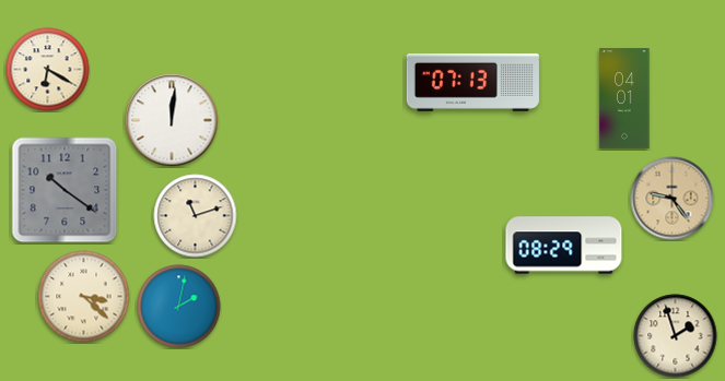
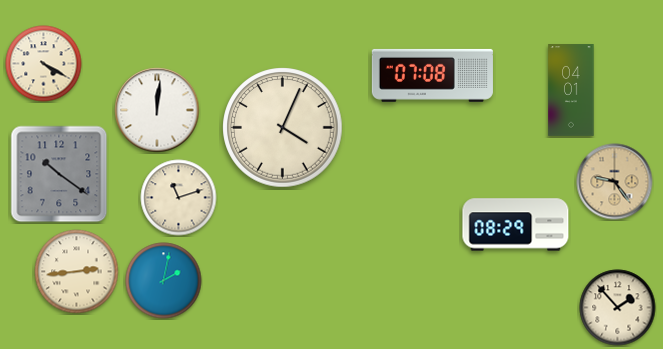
clock at (48, 70): 6:20 -> 4:20
clock at (472, 82): 07:13 -> 07:08
clock at (283, 128): none -> 4:04
clock at (84, 297): 3:22 -> 2:44
clock at (676, 336): 1:57 -> 1:53
